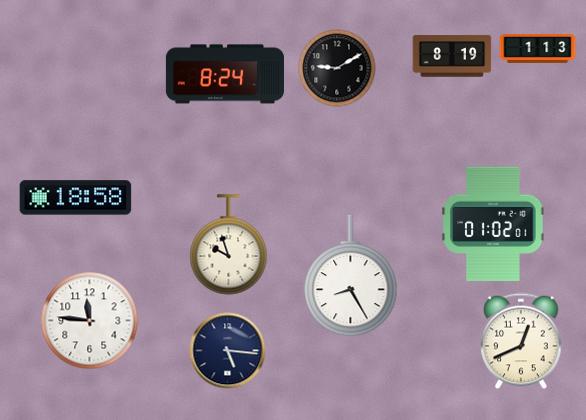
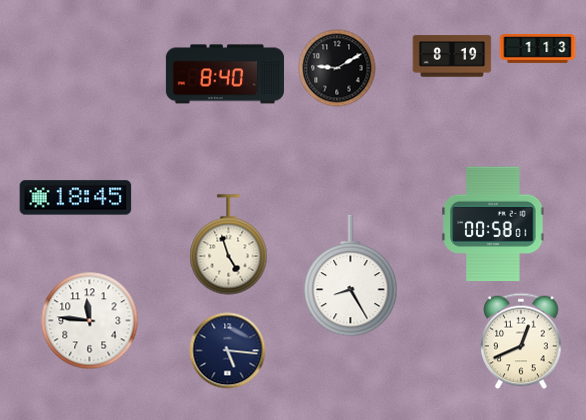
clock at (225, 74): 8:24 -> 8:40
clock at (76, 198): 18:58 -> 18:45
clock at (493, 224): 01:02 -> 00:58
clock at (229, 245): 9:57 -> 4:57
